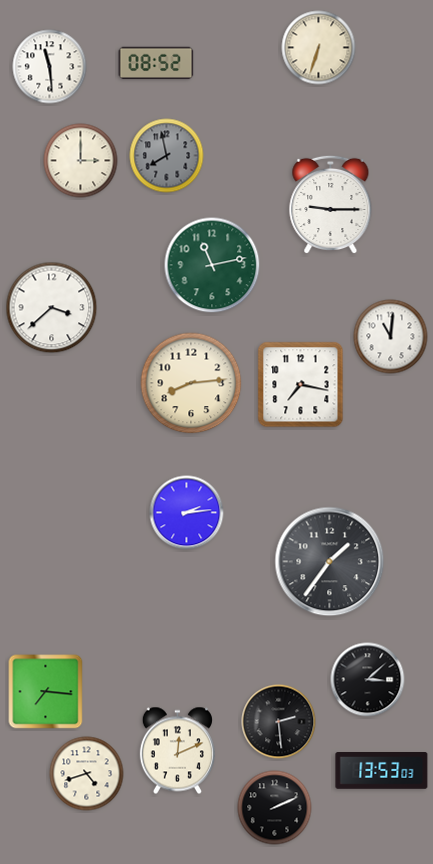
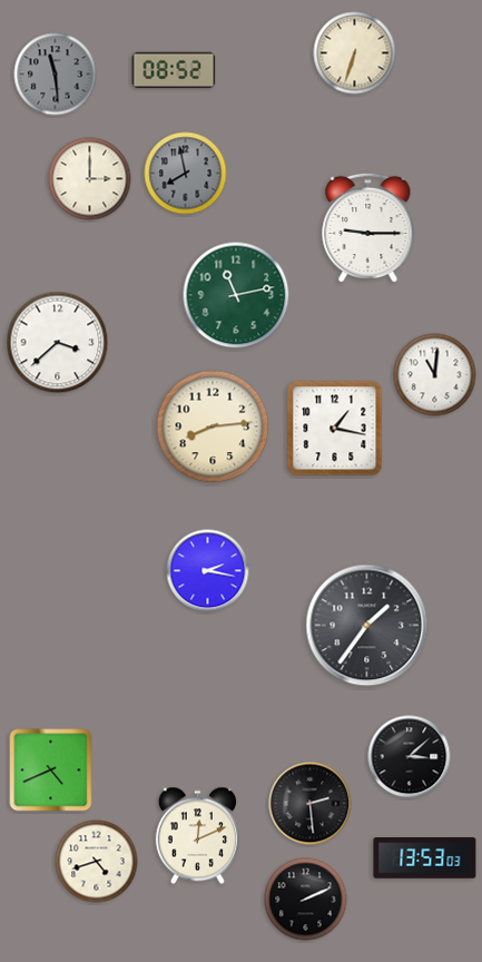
clock at (50, 67) dial: white -> grey
clock at (301, 385): 7:17 -> 1:17
clock at (187, 513): 2:14 -> 2:17
clock at (46, 692): 7:16 -> 4:41
